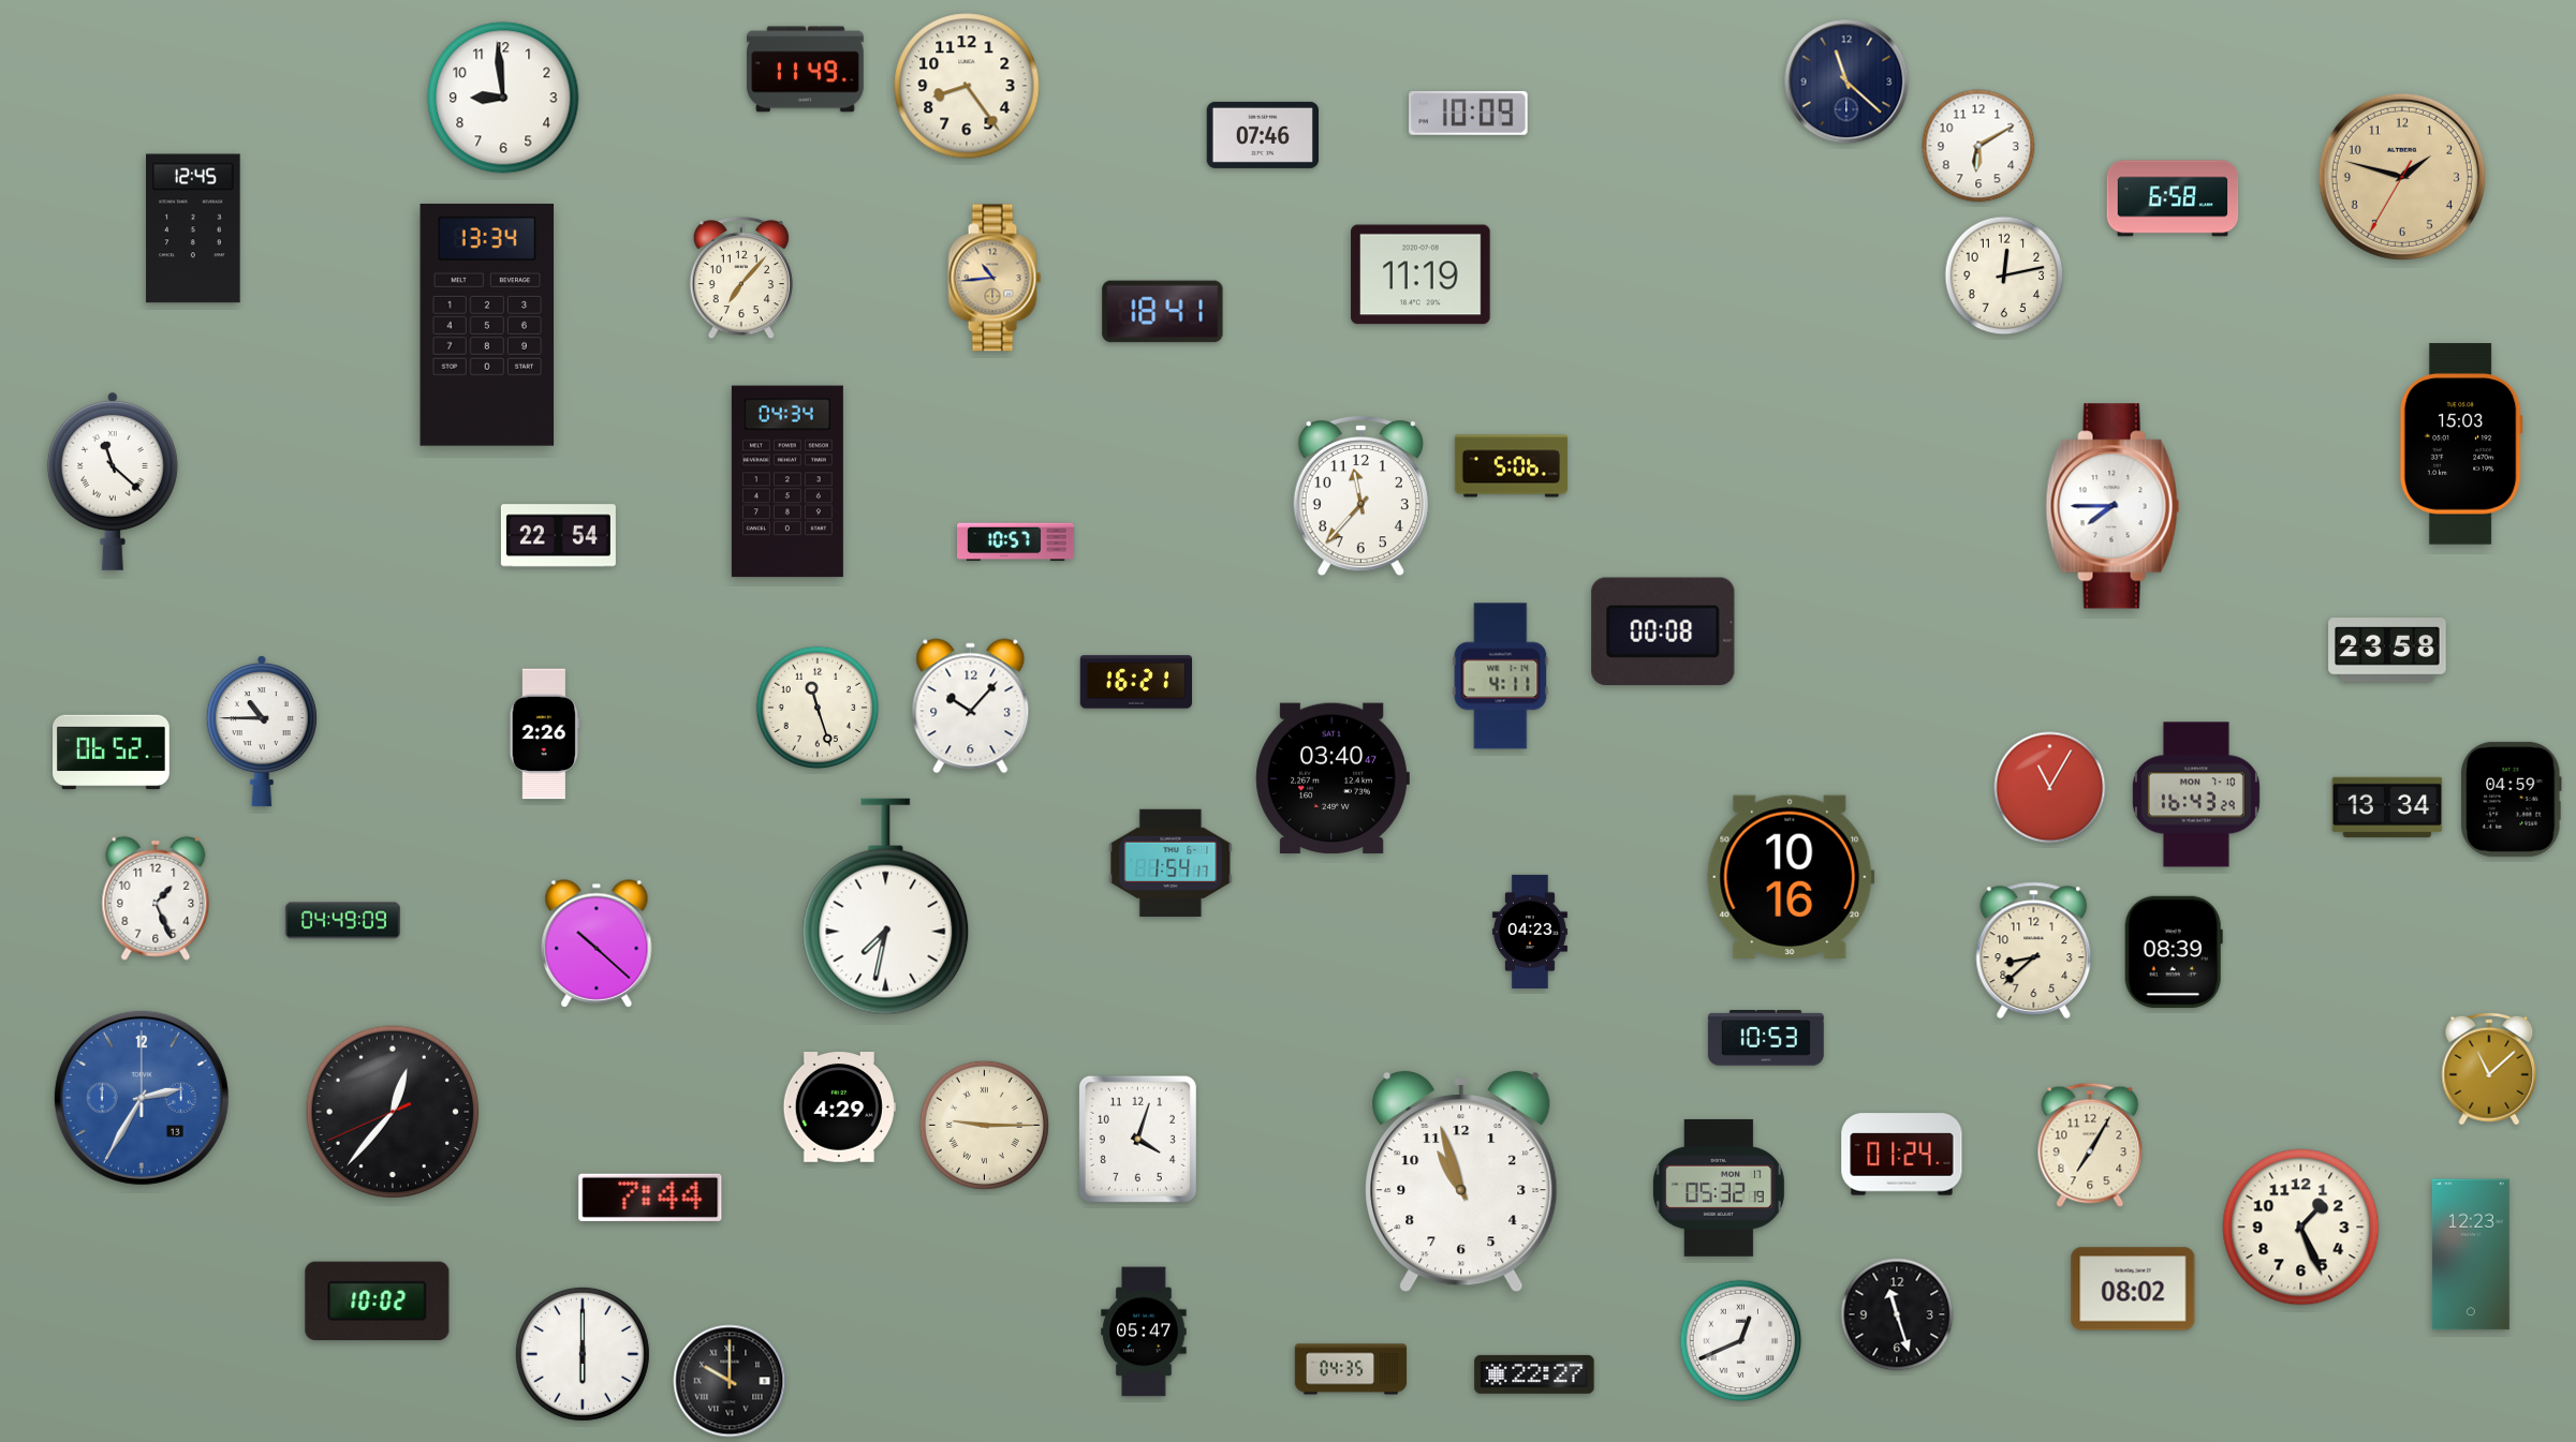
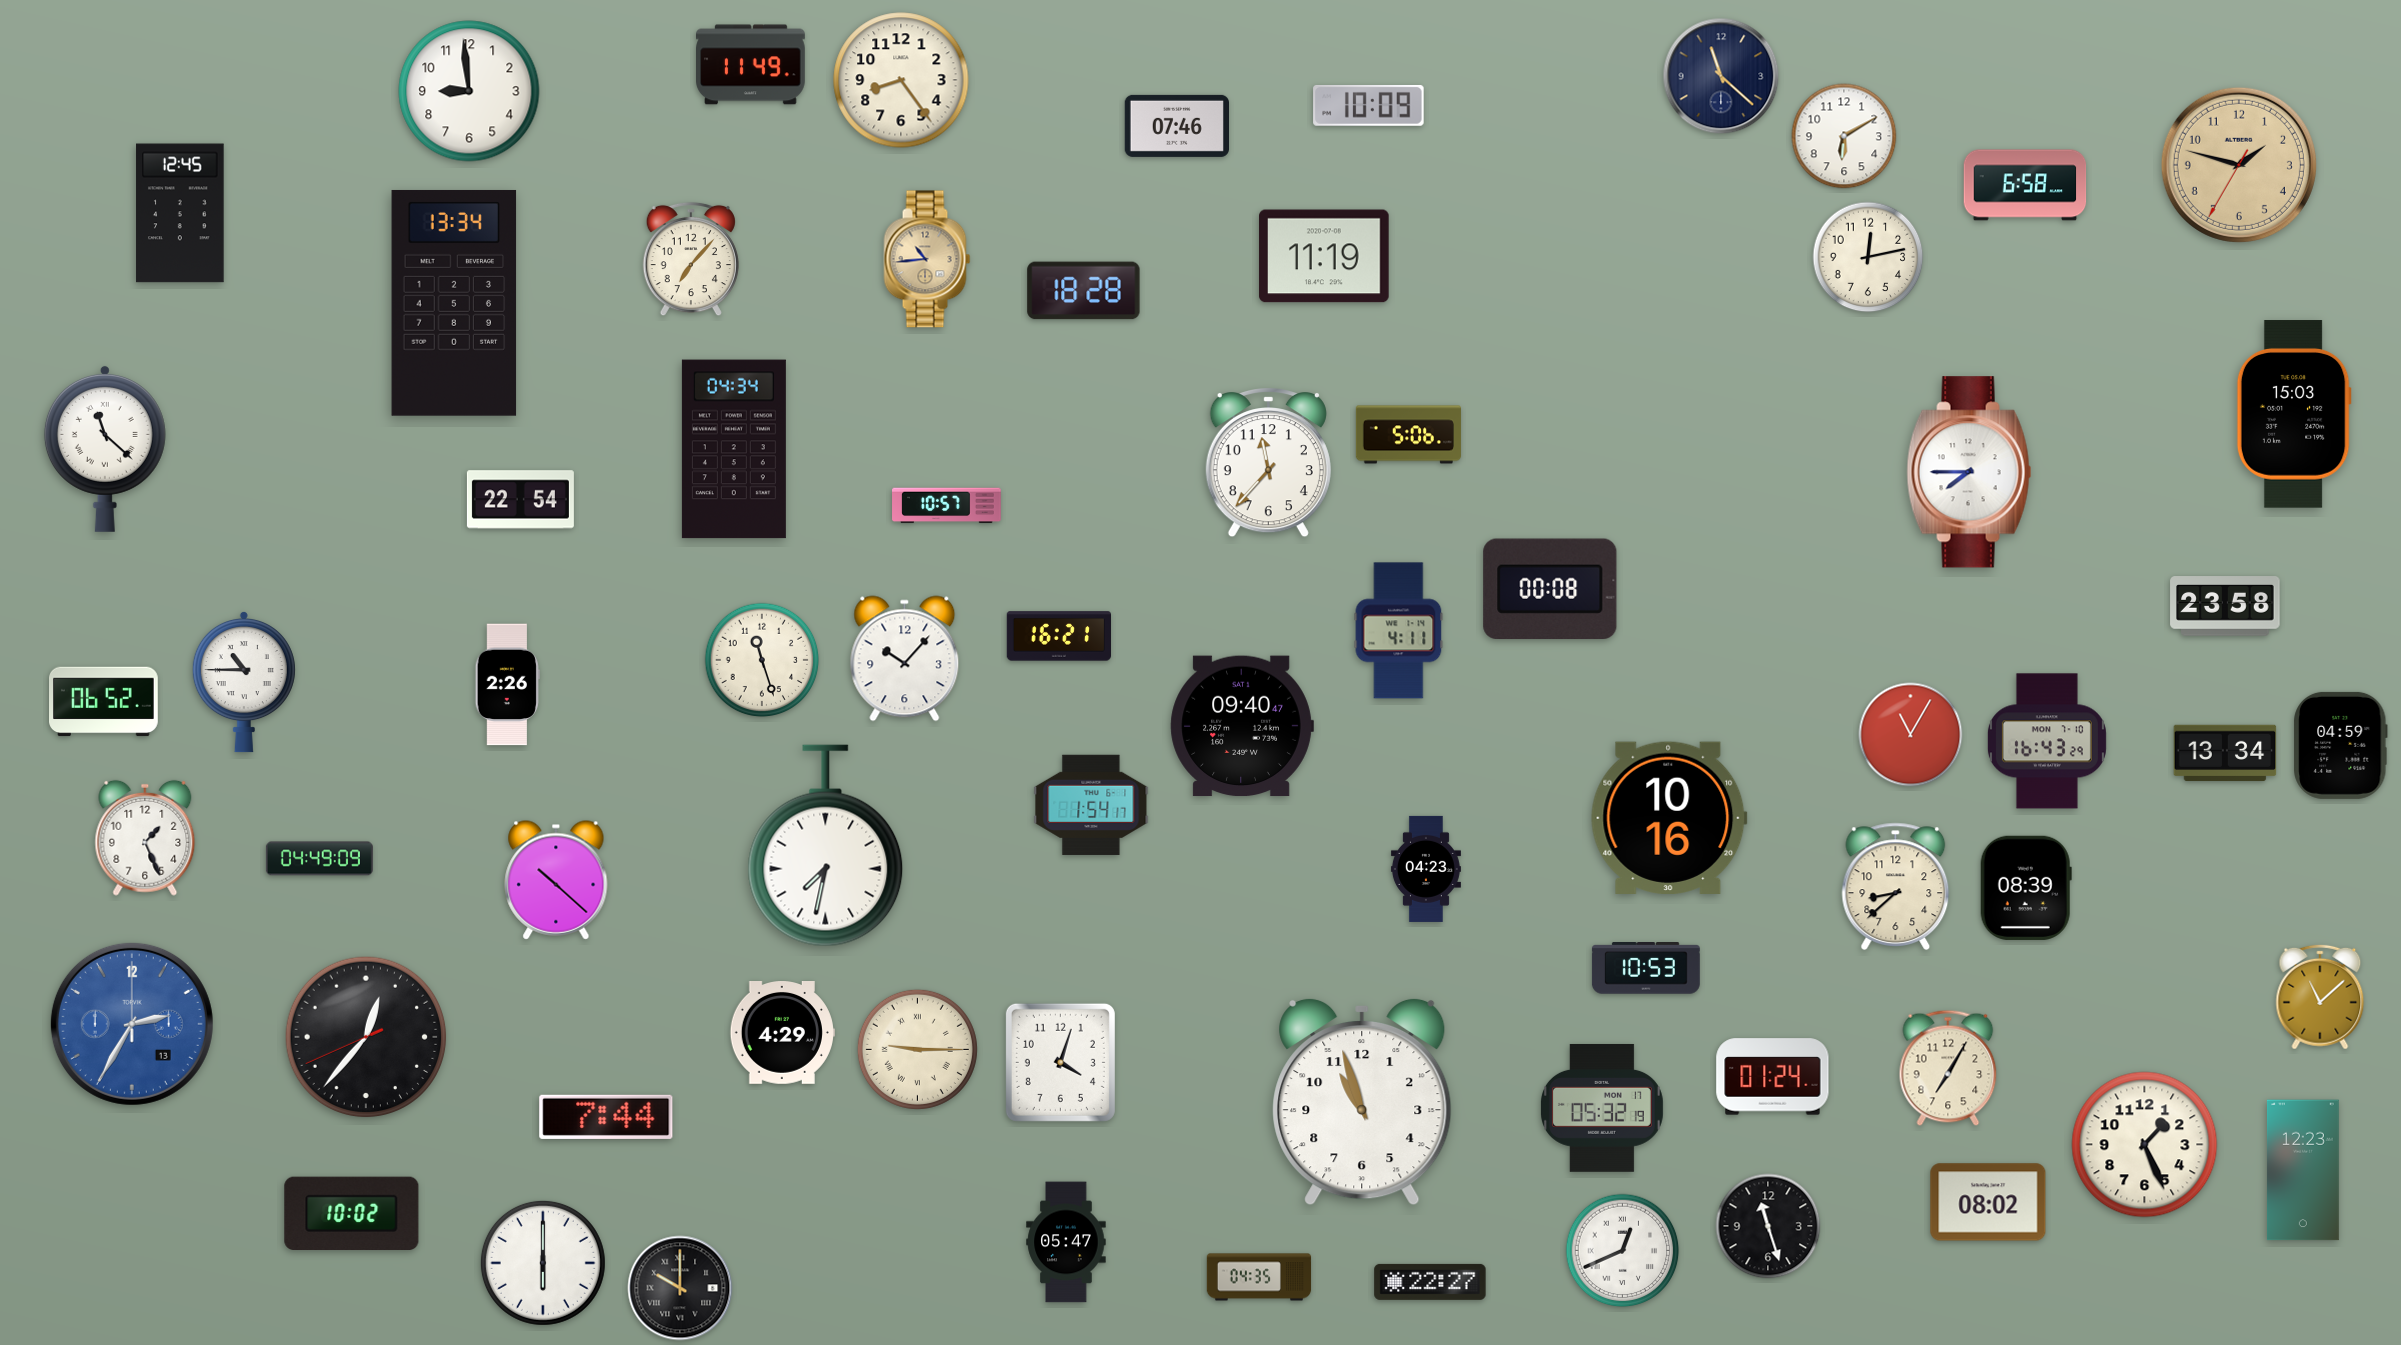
clock at (1163, 312): 18:41 -> 18:28
clock at (1333, 778): 03:40 -> 09:40
